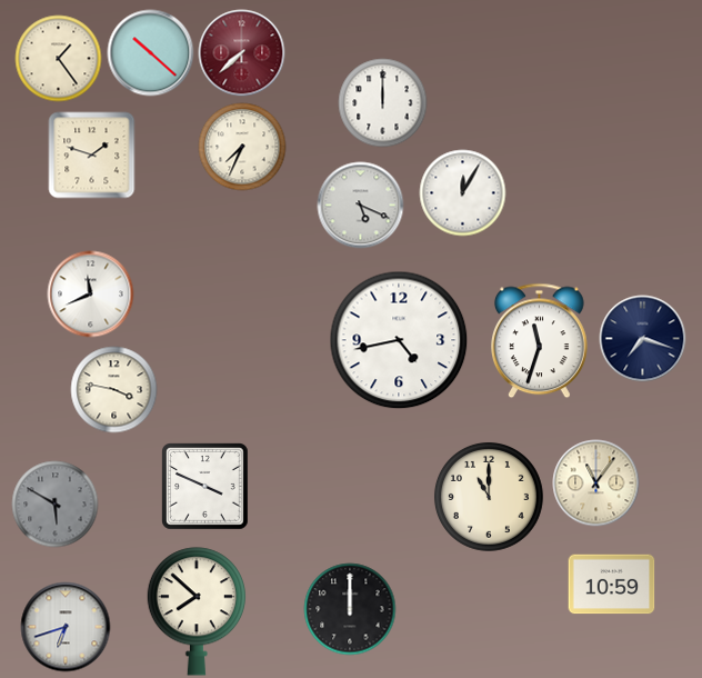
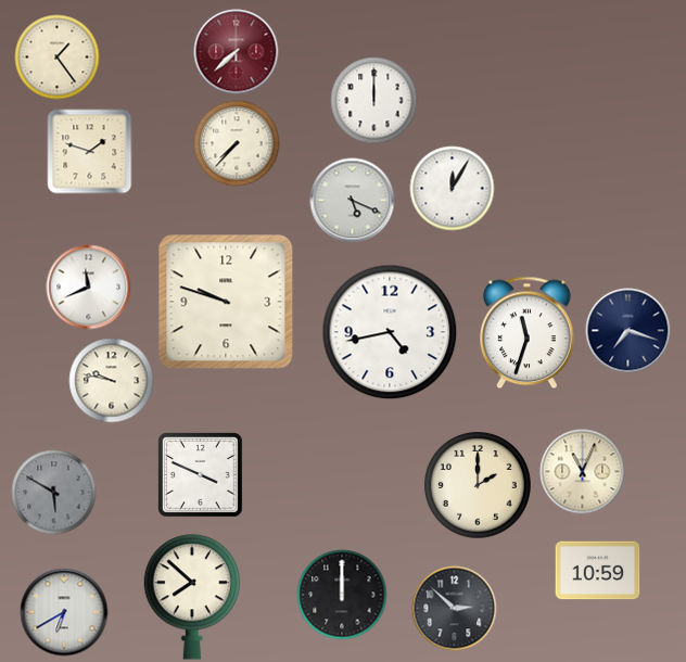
clock at (150, 52): 10:22 -> none
clock at (242, 147): 7:34 -> 7:37
clock at (226, 302): none -> 9:48
clock at (113, 389): 3:47 -> 9:47
clock at (595, 482): 11:06 -> 11:04
clock at (489, 497): 11:00 -> 2:00
clock at (454, 608): none -> 2:52
clock at (66, 627): 6:42 -> 6:40
